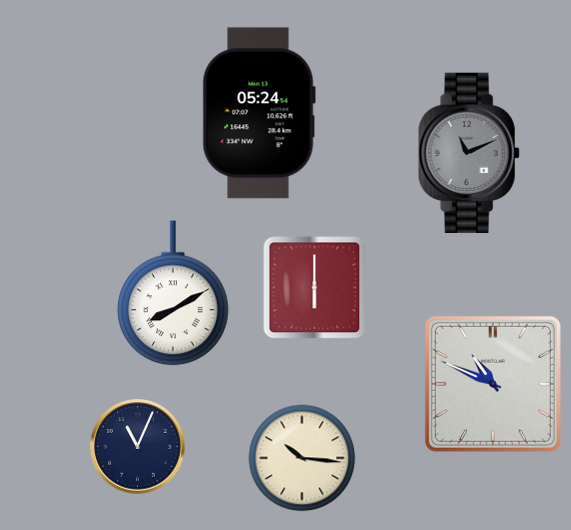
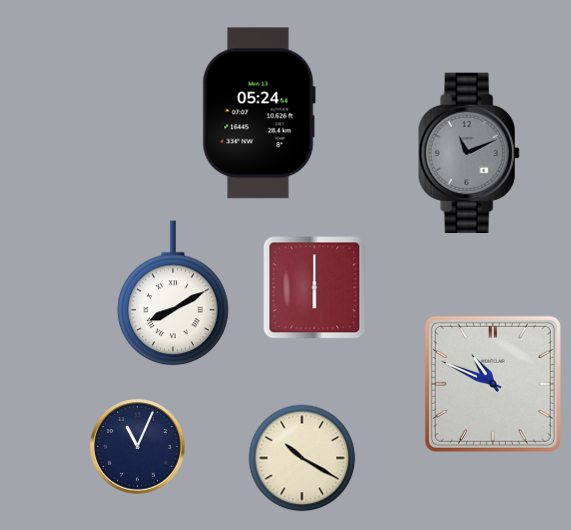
clock at (302, 458): 10:16 -> 10:20
